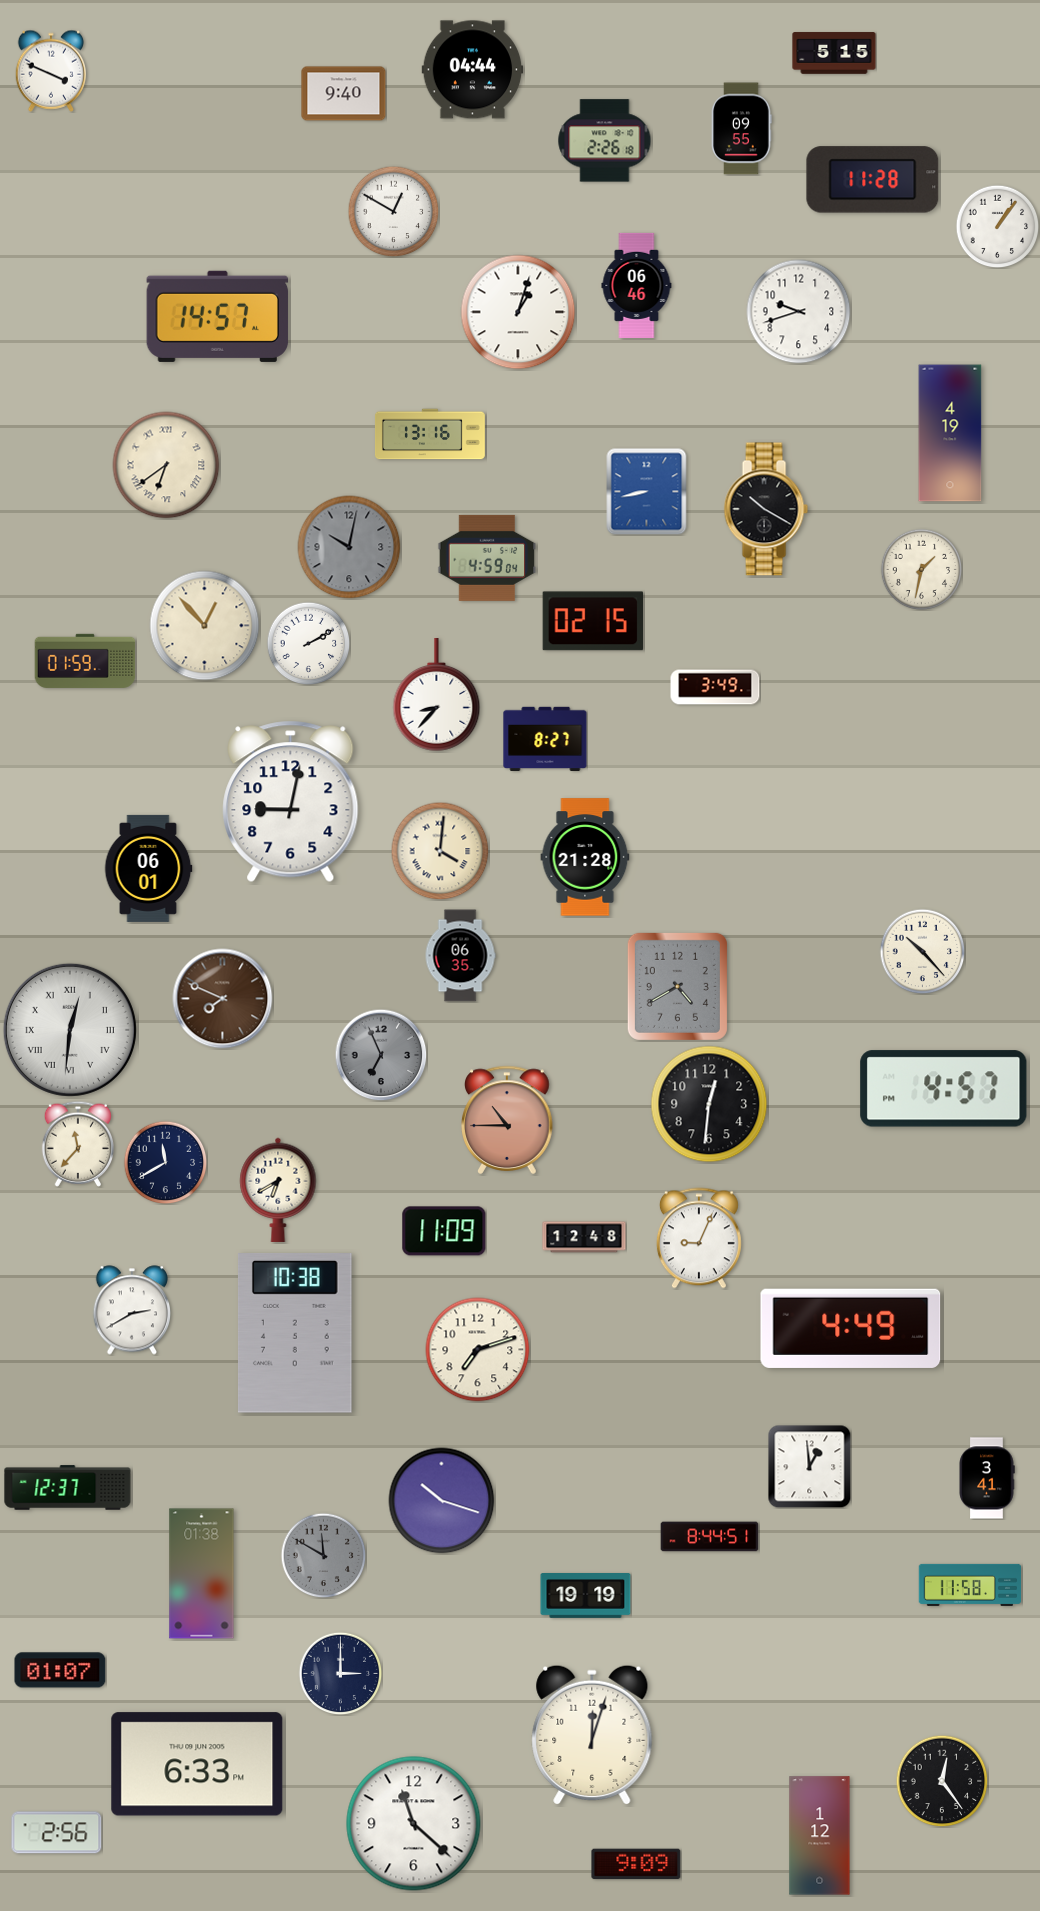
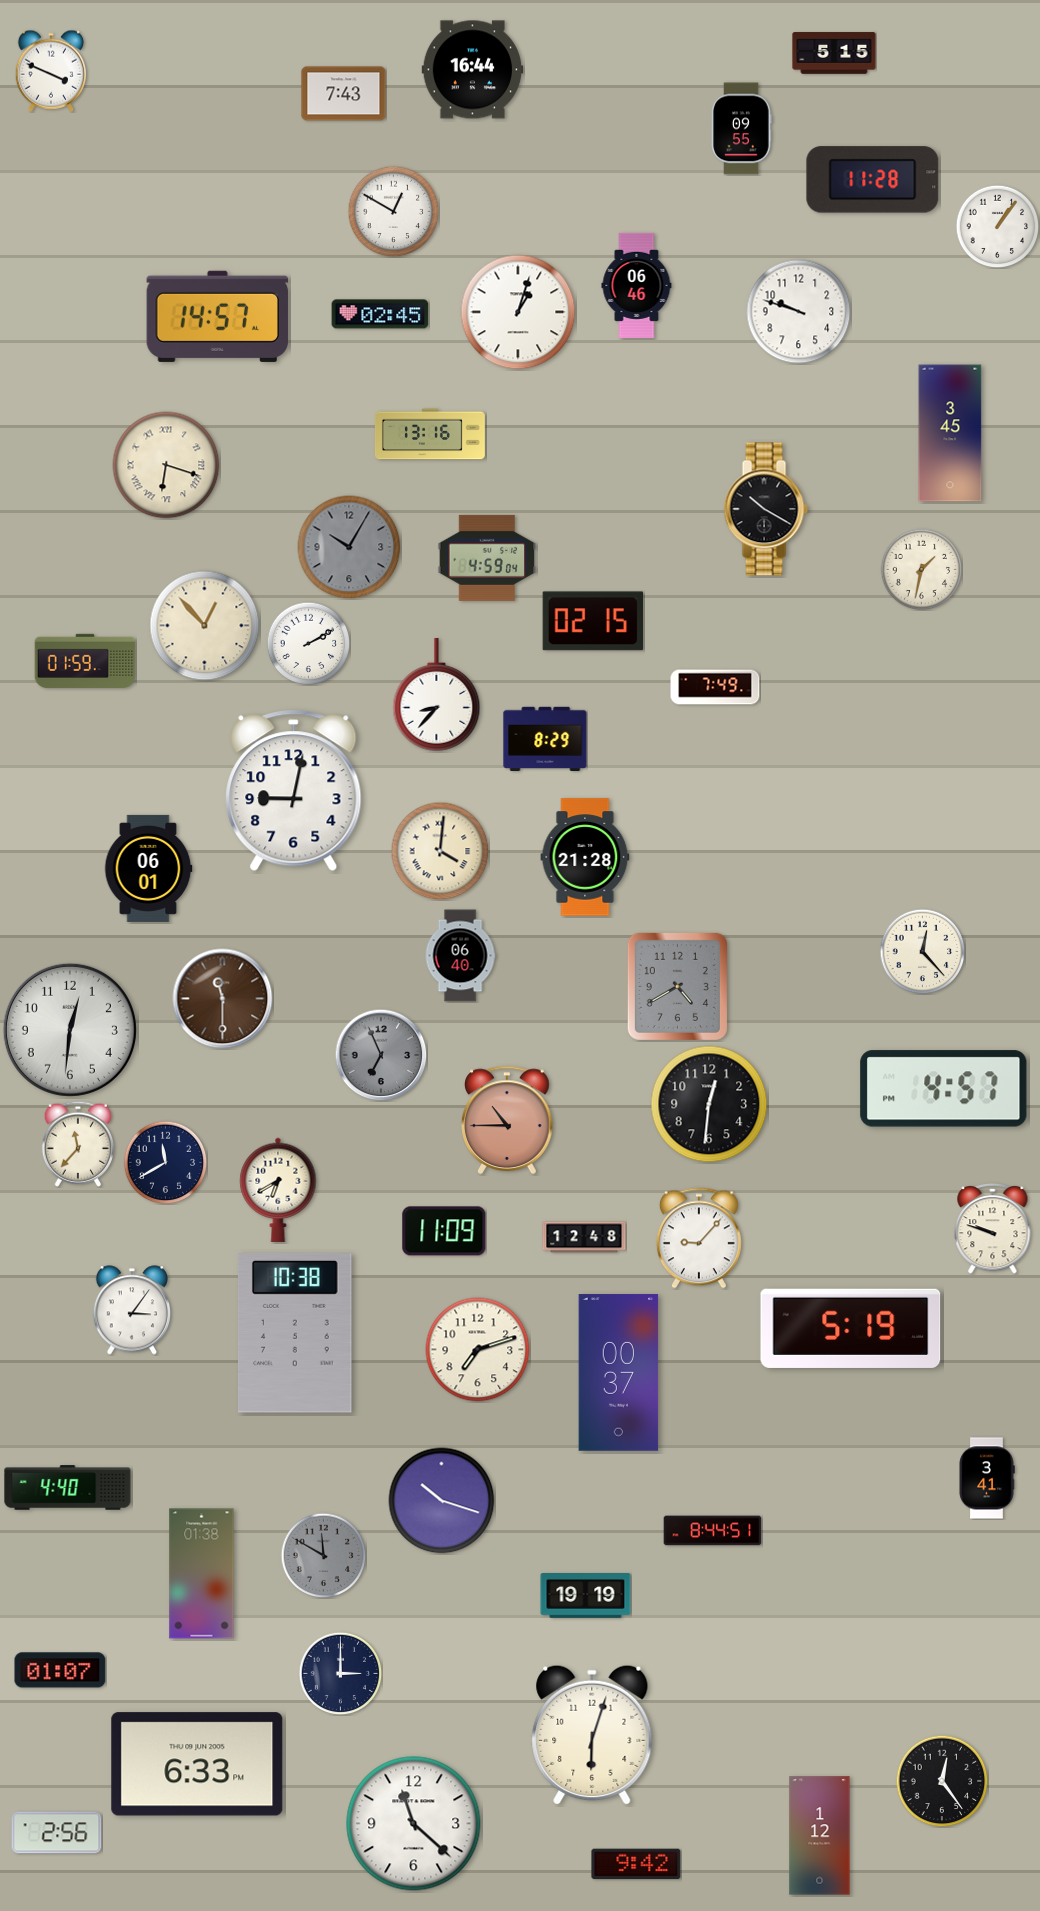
clock at (473, 70): 04:44 -> 16:44
clock at (344, 94): 9:40 -> 7:43
clock at (605, 141): 2:26 -> none
clock at (799, 312): 9:42 -> 9:48
clock at (380, 314): none -> 02:45
clock at (950, 433): 4:19 -> 3:45
clock at (166, 465): 6:39 -> 6:18
clock at (647, 491): 8:43 -> none
clock at (349, 547): 10:02 -> 10:05
clock at (715, 687): 3:49 -> 7:49
clock at (545, 738): 8:27 -> 8:29
clock at (291, 802) position: (291, 802) -> (294, 791)
clock at (922, 951): 10:23 -> 12:23
clock at (460, 956): 06:35 -> 06:40
clock at (223, 999): 7:49 -> 11:30
clock at (70, 1030) numerals: Roman -> Arabic
clock at (993, 1229): none -> 9:48
clock at (699, 1238): 9:04 -> 9:07
clock at (131, 1310): 2:40 -> 3:06
clock at (851, 1328): 4:49 -> 5:19
clock at (619, 1373): none -> 00:37
clock at (809, 1466): 12:59 -> none
clock at (68, 1488): 12:37 -> 4:40
clock at (710, 1537) position: (710, 1537) -> (713, 1531)
clock at (970, 1585): 11:58 -> none
clock at (592, 1734): 12:03 -> 6:03
clock at (636, 1864): 9:09 -> 9:42
